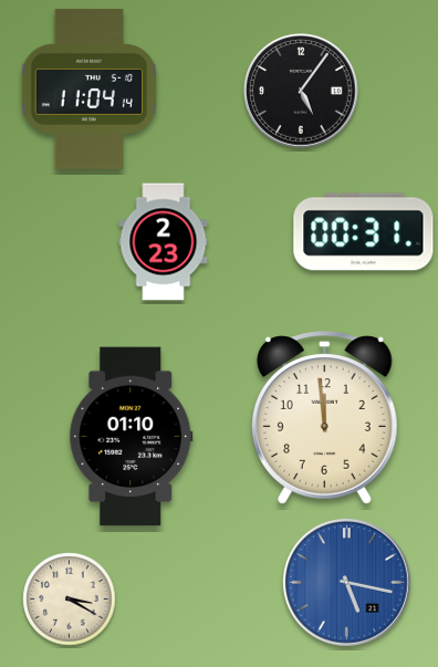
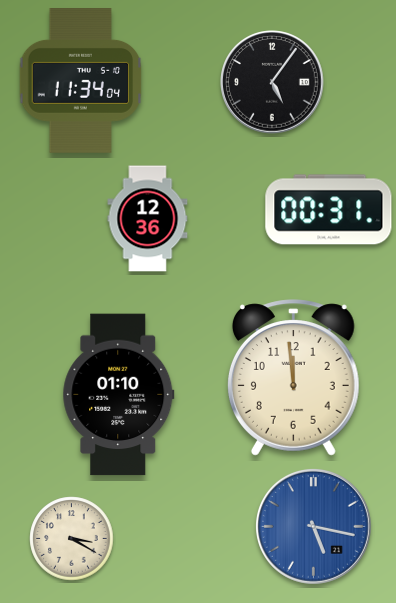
clock at (90, 90): 11:04 -> 11:34
clock at (164, 242): 2:23 -> 12:36
clock at (70, 600) position: (70, 600) -> (72, 539)
